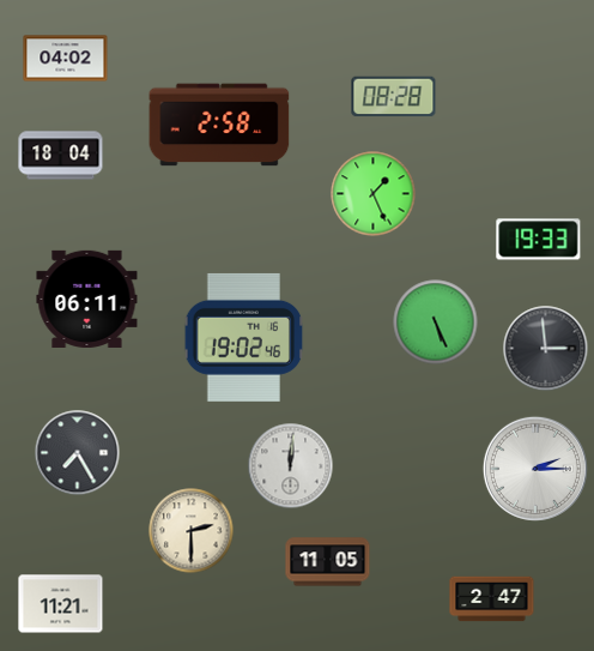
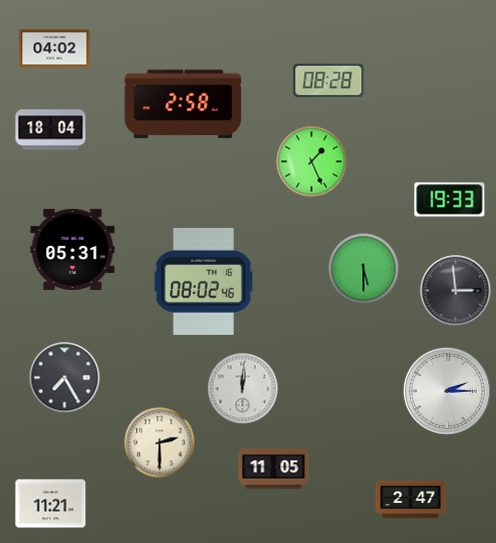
clock at (87, 299): 06:11 -> 05:31
clock at (436, 323): 5:26 -> 5:30
clock at (244, 337): 19:02 -> 08:02
